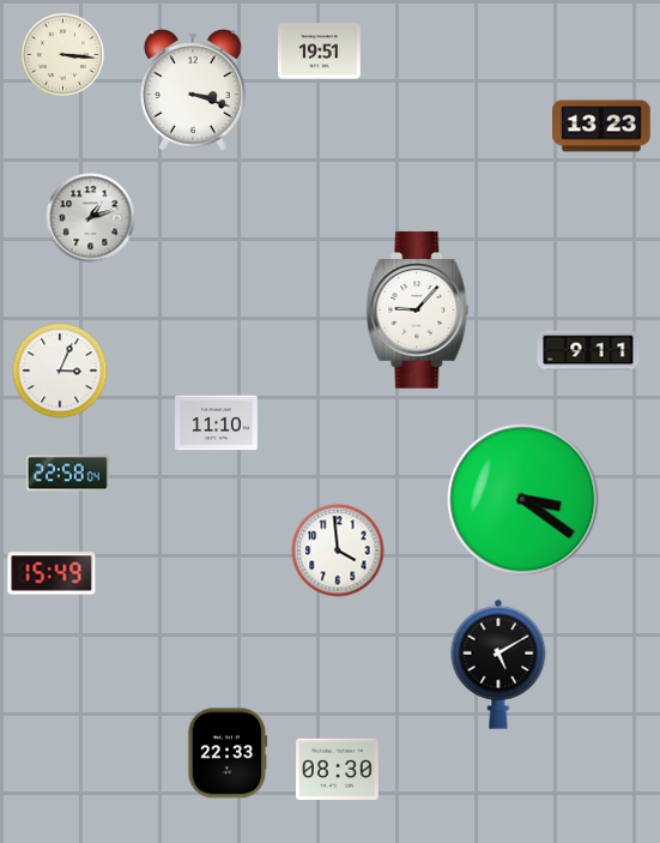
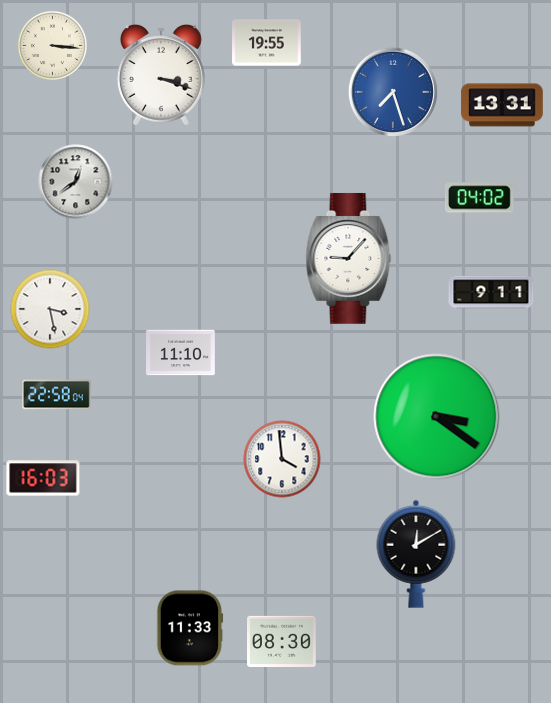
clock at (320, 52): 19:51 -> 19:55
clock at (393, 92): none -> 7:27
clock at (601, 126): 13:23 -> 13:31
clock at (91, 218): 1:12 -> 12:39
clock at (479, 198): none -> 04:02
clock at (60, 371): 3:04 -> 3:28
clock at (52, 573): 15:49 -> 16:03
clock at (498, 664): 5:10 -> 12:10
clock at (228, 753): 22:33 -> 11:33
